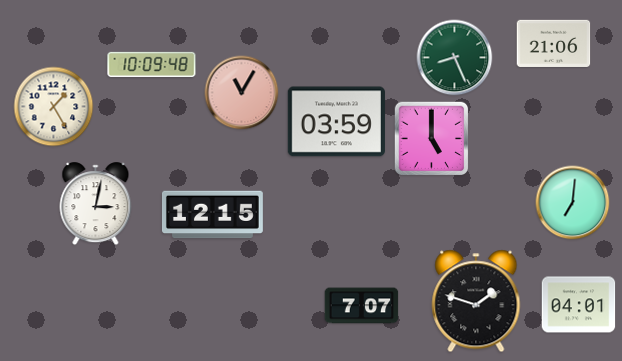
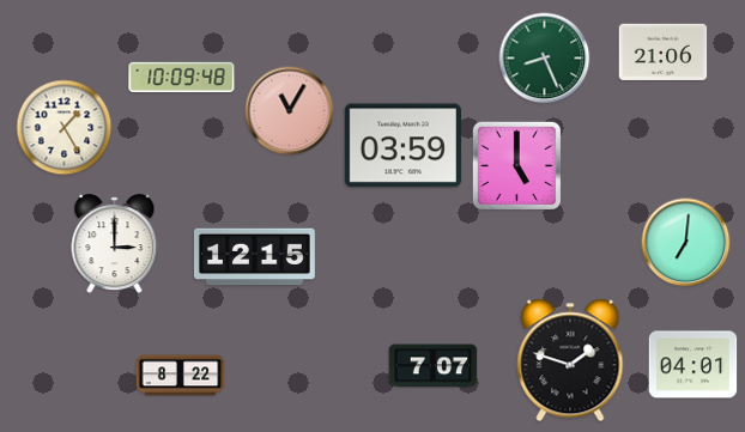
clock at (455, 58) position: (455, 58) -> (545, 59)
clock at (96, 204): 3:02 -> 3:00
clock at (181, 376): none -> 8:22
